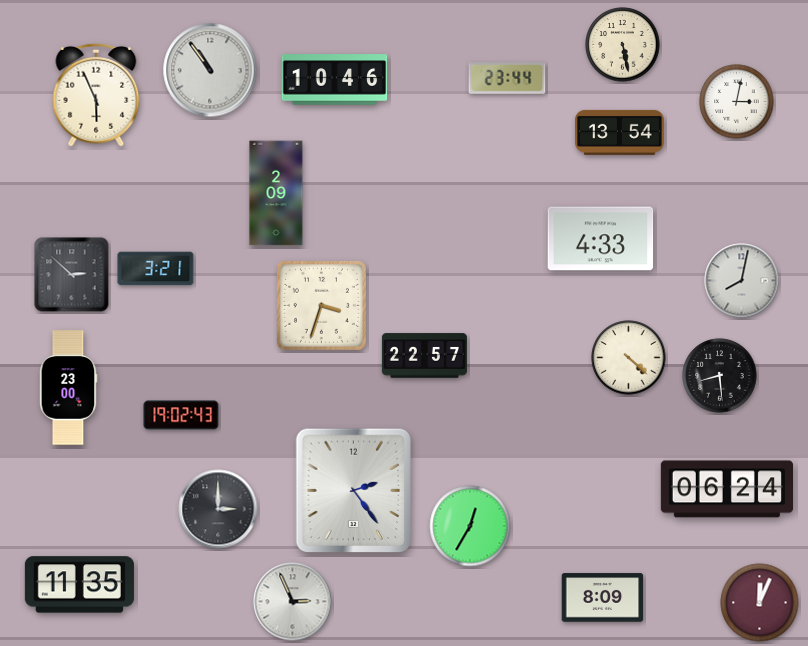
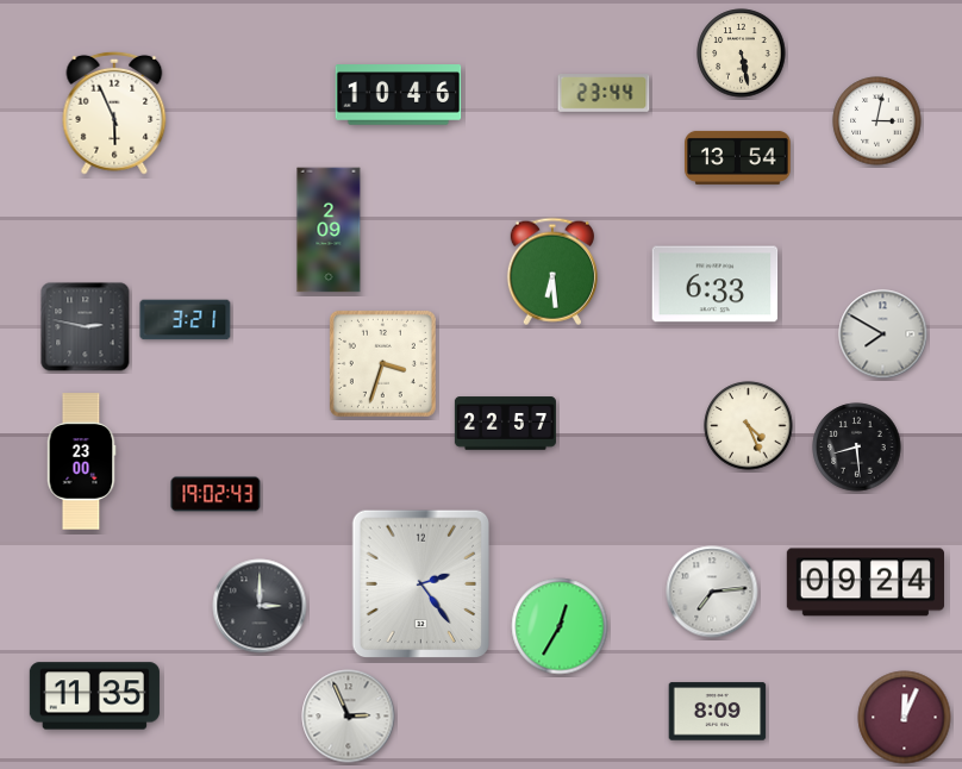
clock at (210, 70): 10:54 -> none
clock at (552, 271): none -> 6:29
clock at (601, 239): 4:33 -> 6:33
clock at (72, 275): 2:52 -> 2:47
clock at (742, 281): 8:02 -> 7:50
clock at (629, 358): 4:22 -> 4:26
clock at (726, 489): 06:24 -> 09:24
clock at (712, 592): none -> 7:14
